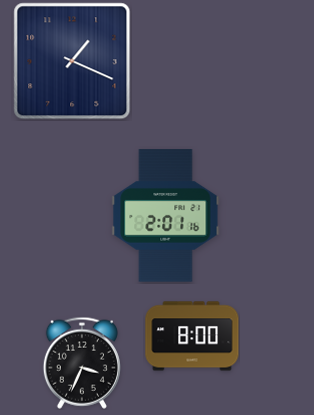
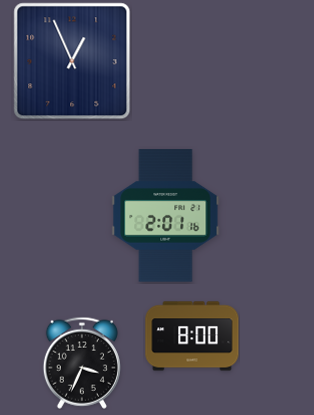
clock at (72, 61): 1:19 -> 12:56
